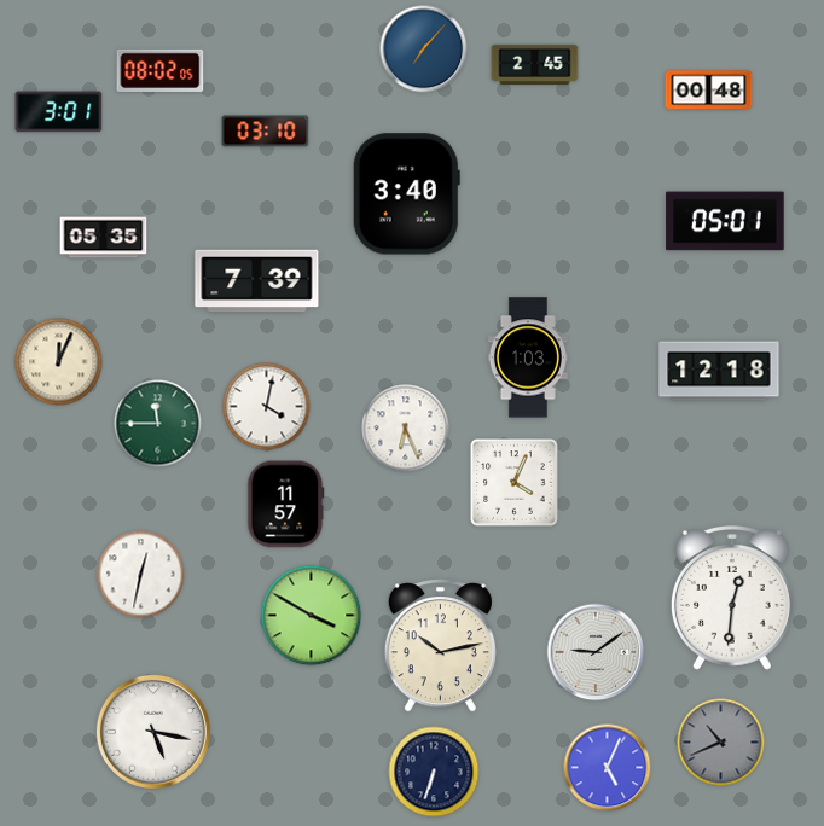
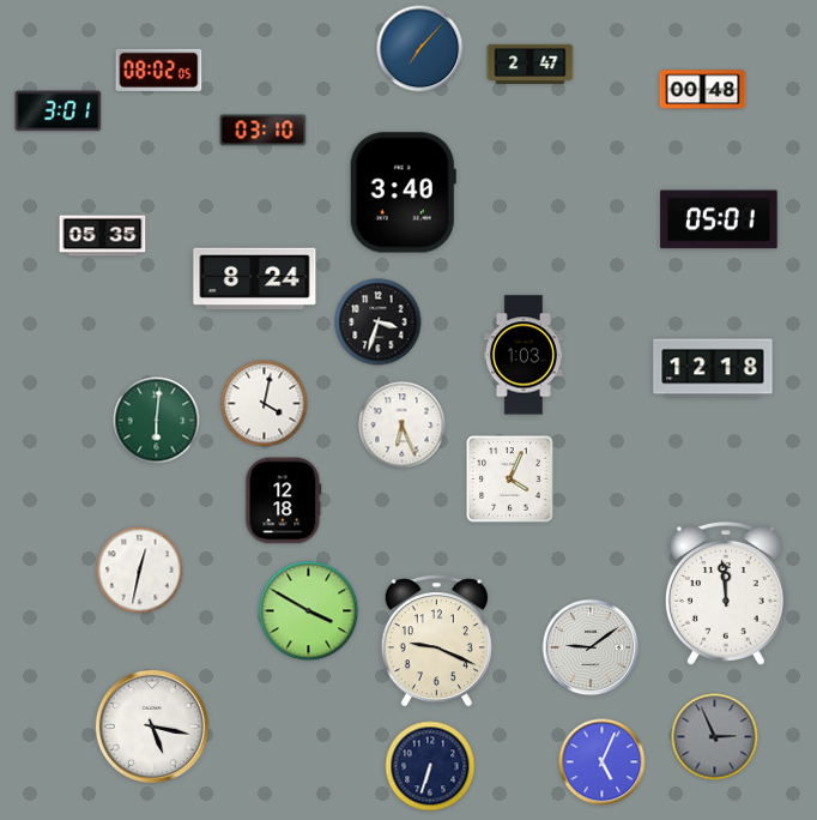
clock at (535, 64): 2:45 -> 2:47
clock at (257, 281): 7:39 -> 8:24
clock at (379, 322): none -> 3:33
clock at (59, 362): 12:04 -> none
clock at (158, 424): 11:45 -> 6:01
clock at (286, 505): 11:57 -> 12:18
clock at (732, 599): 12:31 -> 11:59
clock at (440, 646): 10:13 -> 9:19
clock at (721, 743): 10:41 -> 2:56
